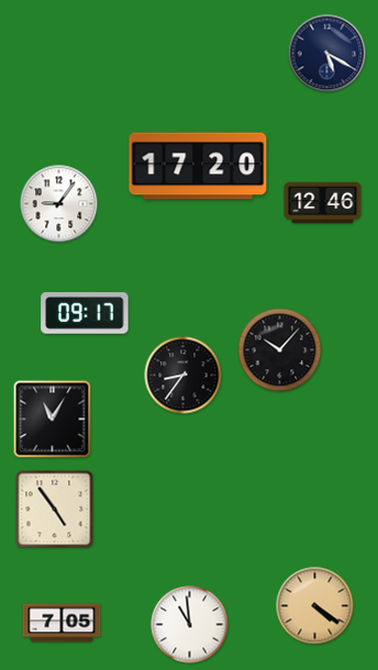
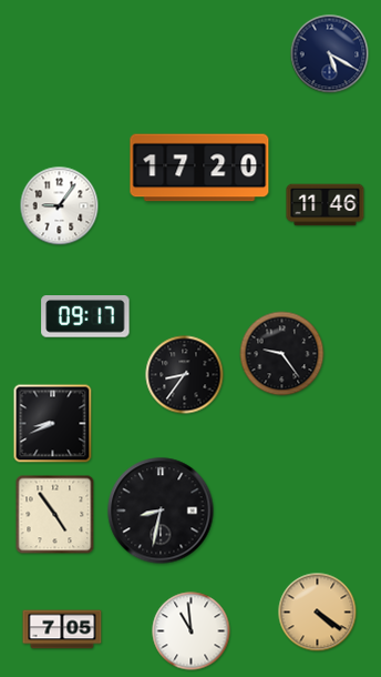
clock at (323, 203): 12:46 -> 11:46
clock at (280, 350): 10:07 -> 9:24
clock at (184, 376) position: (184, 376) -> (185, 375)
clock at (53, 420): 11:05 -> 8:41
clock at (161, 511): none -> 8:32
